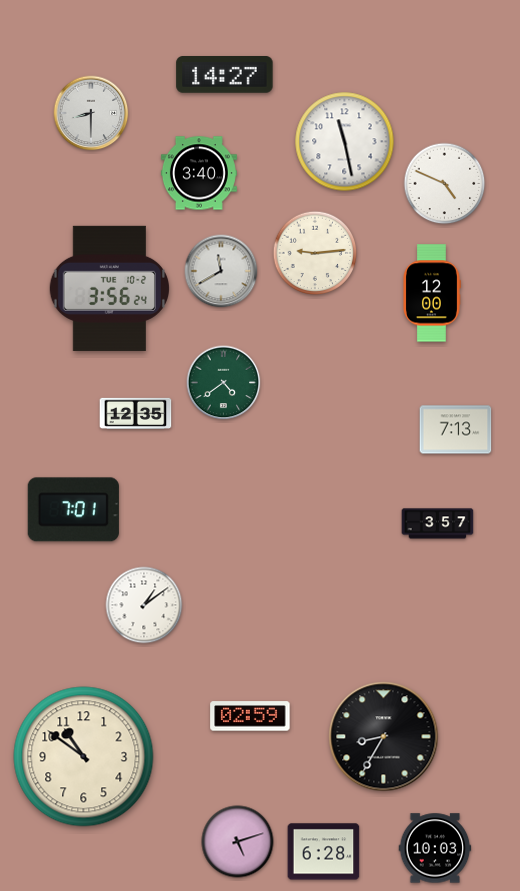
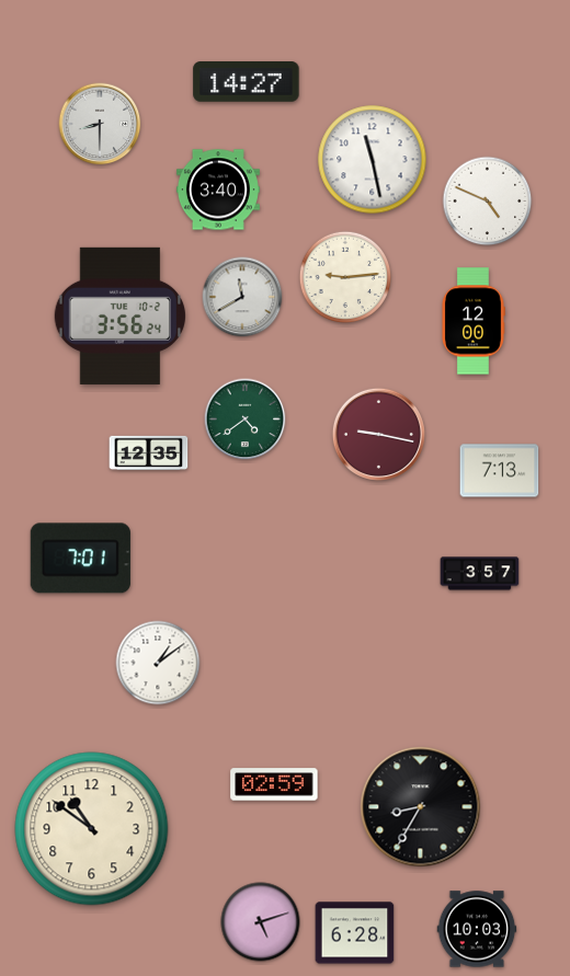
clock at (345, 142) position: (345, 142) -> (373, 160)
clock at (378, 434): none -> 9:17
